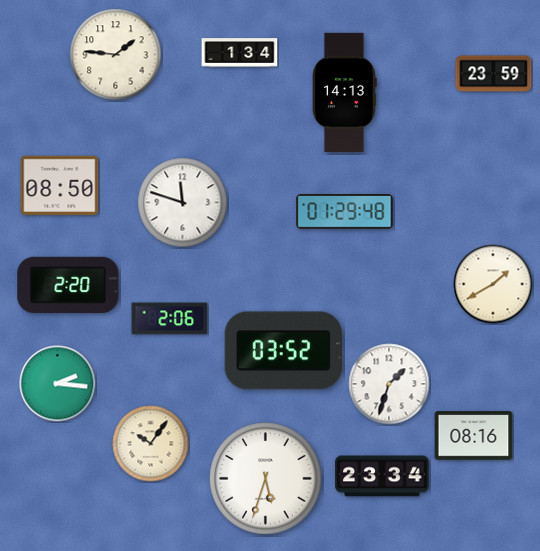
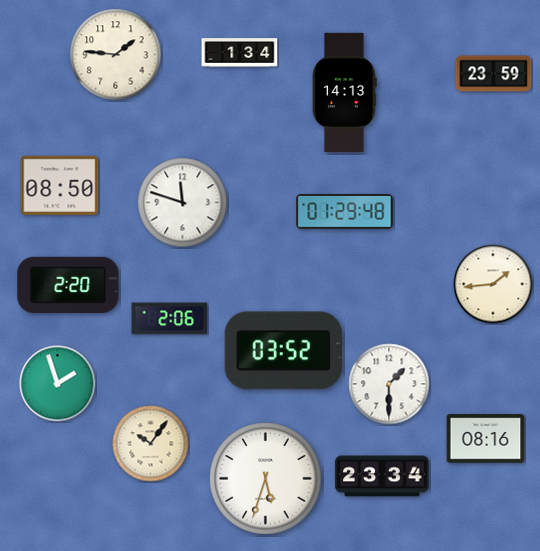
clock at (493, 284): 1:40 -> 1:44
clock at (58, 384): 2:16 -> 1:57
clock at (389, 384): 1:33 -> 1:30
clock at (474, 436) position: (474, 436) -> (486, 439)
